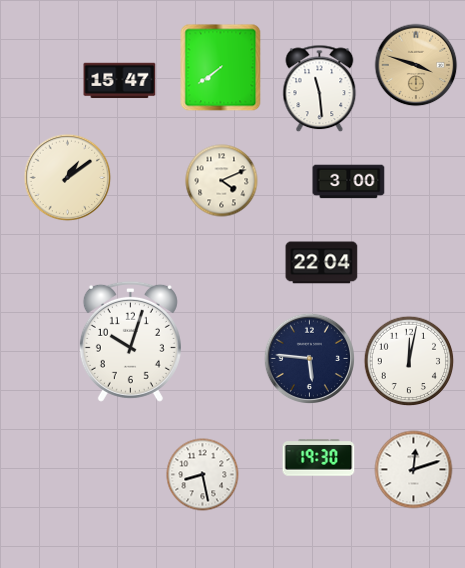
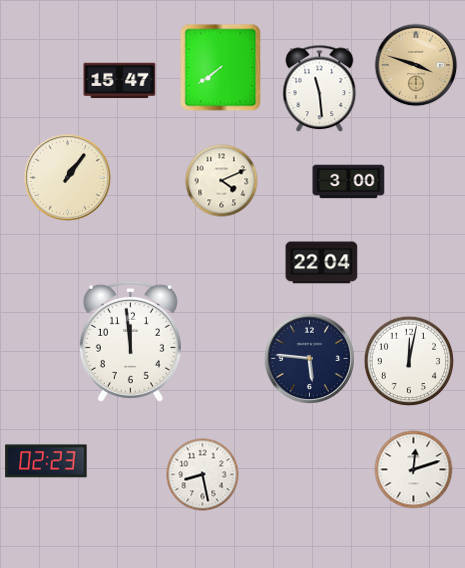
clock at (68, 178): 1:09 -> 1:06
clock at (130, 341): 10:03 -> 11:59
clock at (319, 458): 19:30 -> none
clock at (46, 461): none -> 02:23
